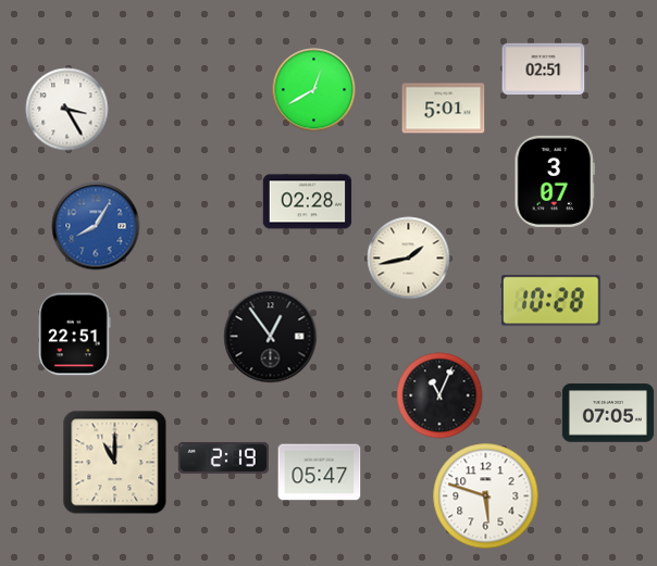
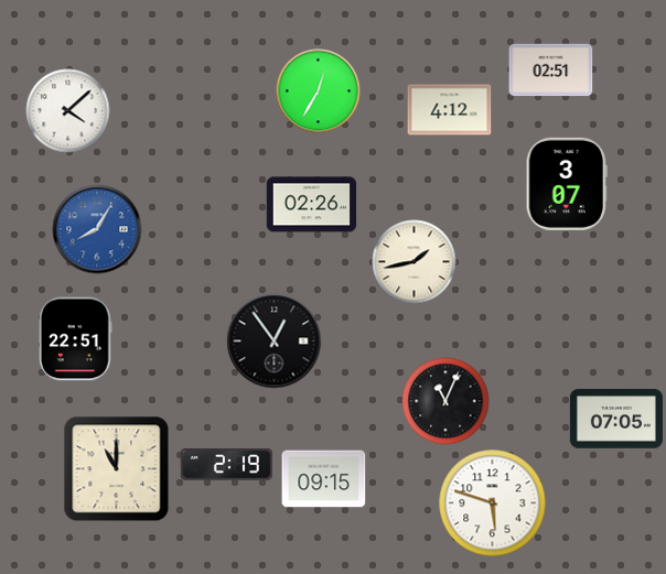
clock at (314, 90): 12:40 -> 12:35
clock at (444, 109): 5:01 -> 4:12
clock at (67, 110): 3:25 -> 4:08
clock at (555, 181) position: (555, 181) -> (567, 184)
clock at (308, 202): 02:28 -> 02:26
clock at (551, 301): 10:28 -> none
clock at (320, 473): 05:47 -> 09:15
